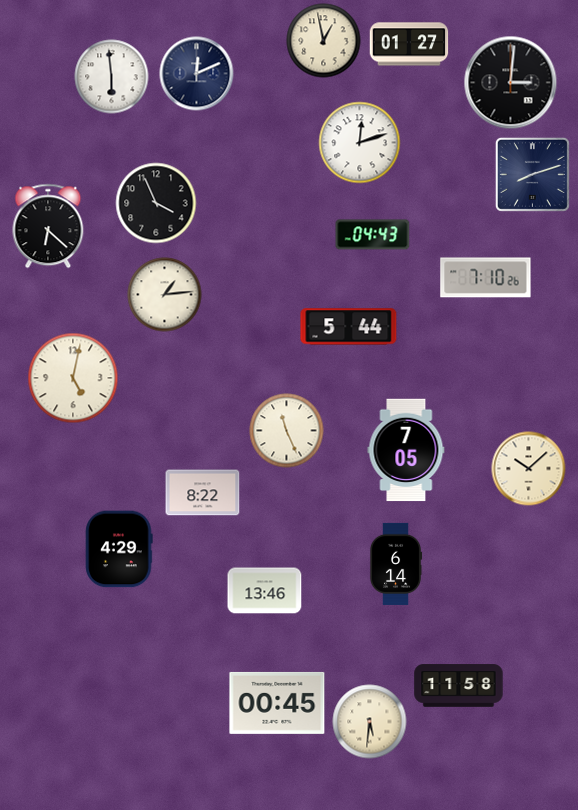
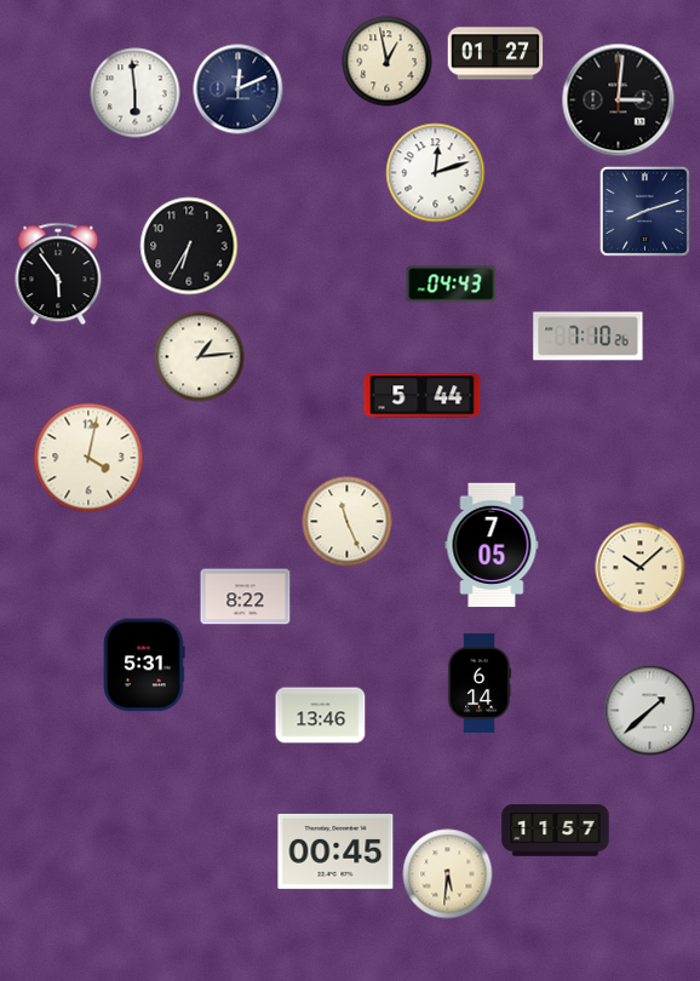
clock at (324, 41) position: (324, 41) -> (388, 62)
clock at (156, 203): 3:56 -> 6:35
clock at (48, 226): 6:22 -> 5:54
clock at (73, 378): 5:02 -> 4:02
clock at (119, 549): 4:29 -> 5:31
clock at (650, 711): none -> 1:38
clock at (459, 686): 11:58 -> 11:57
